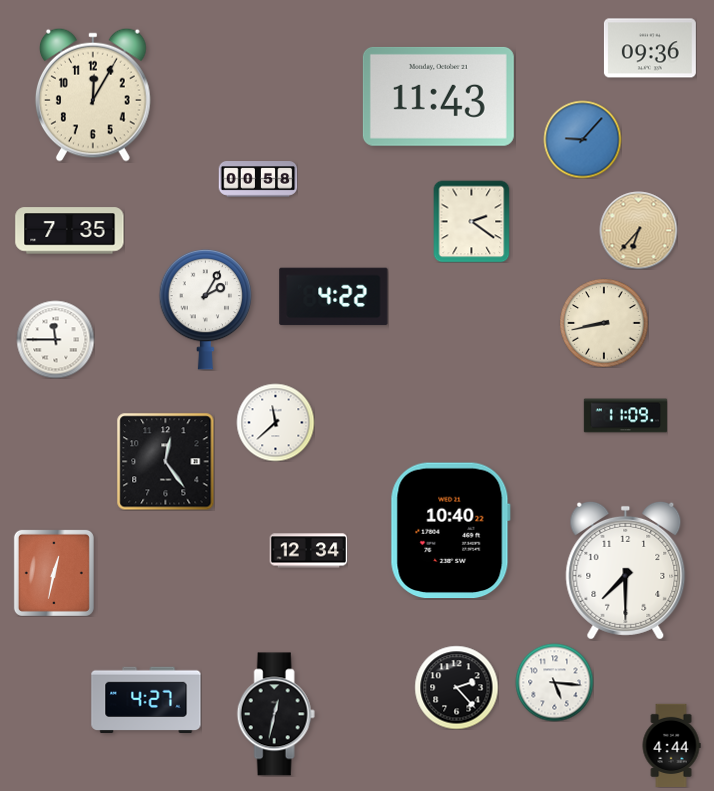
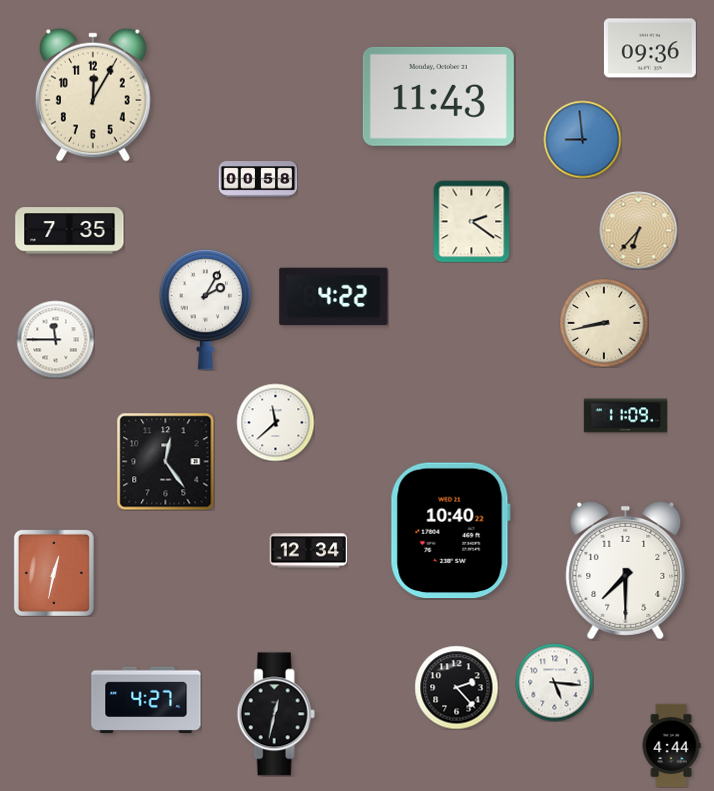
clock at (582, 139): 9:07 -> 8:59
